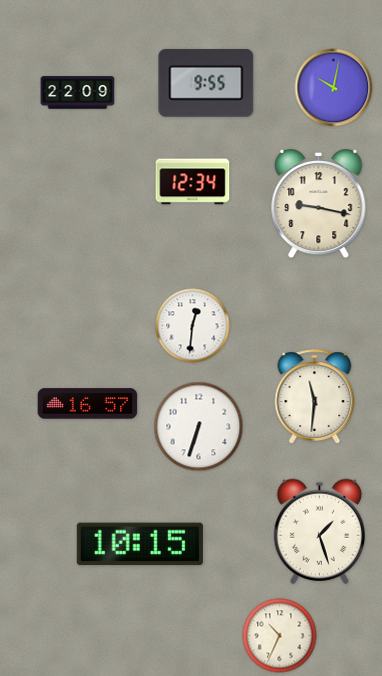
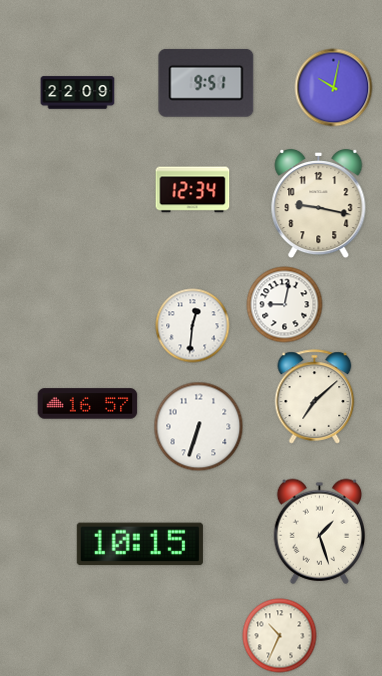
clock at (206, 83): 9:55 -> 9:51
clock at (193, 182) position: (193, 182) -> (193, 190)
clock at (285, 305): none -> 9:02
clock at (315, 397): 11:31 -> 7:08
